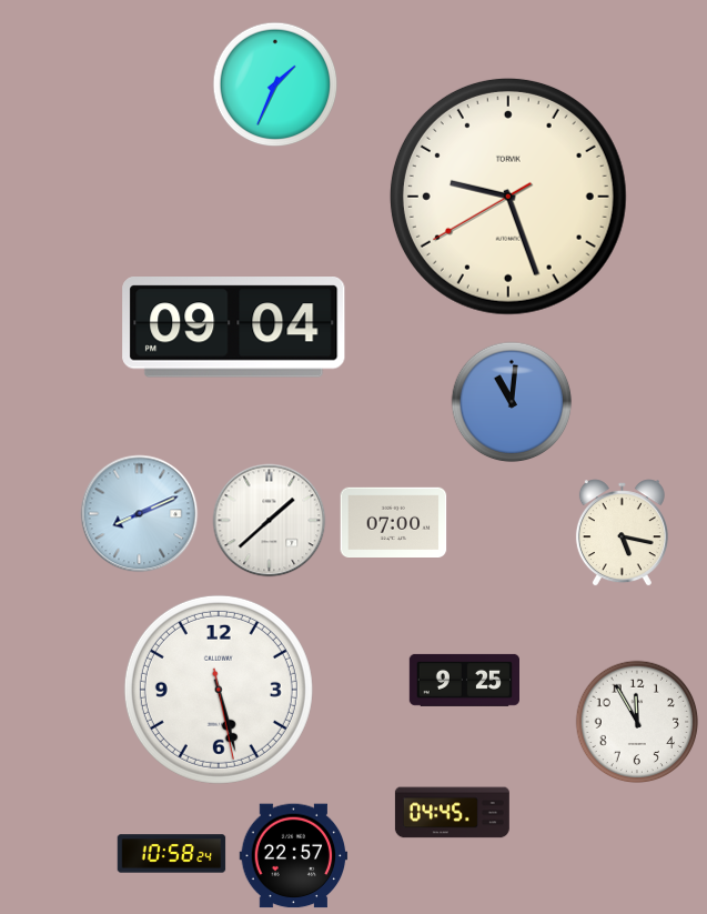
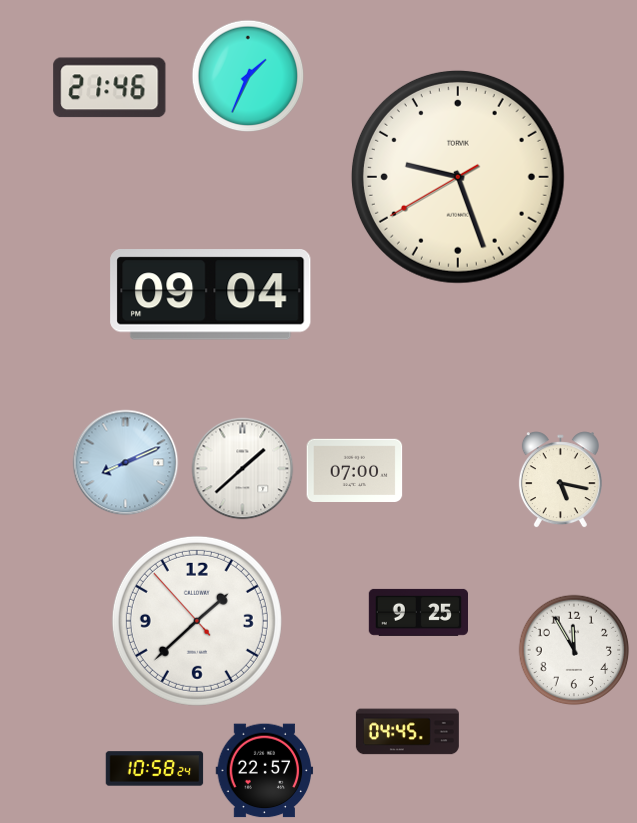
clock at (110, 88): none -> 21:46
clock at (512, 402): 11:01 -> none
clock at (219, 690): 5:27 -> 1:37
